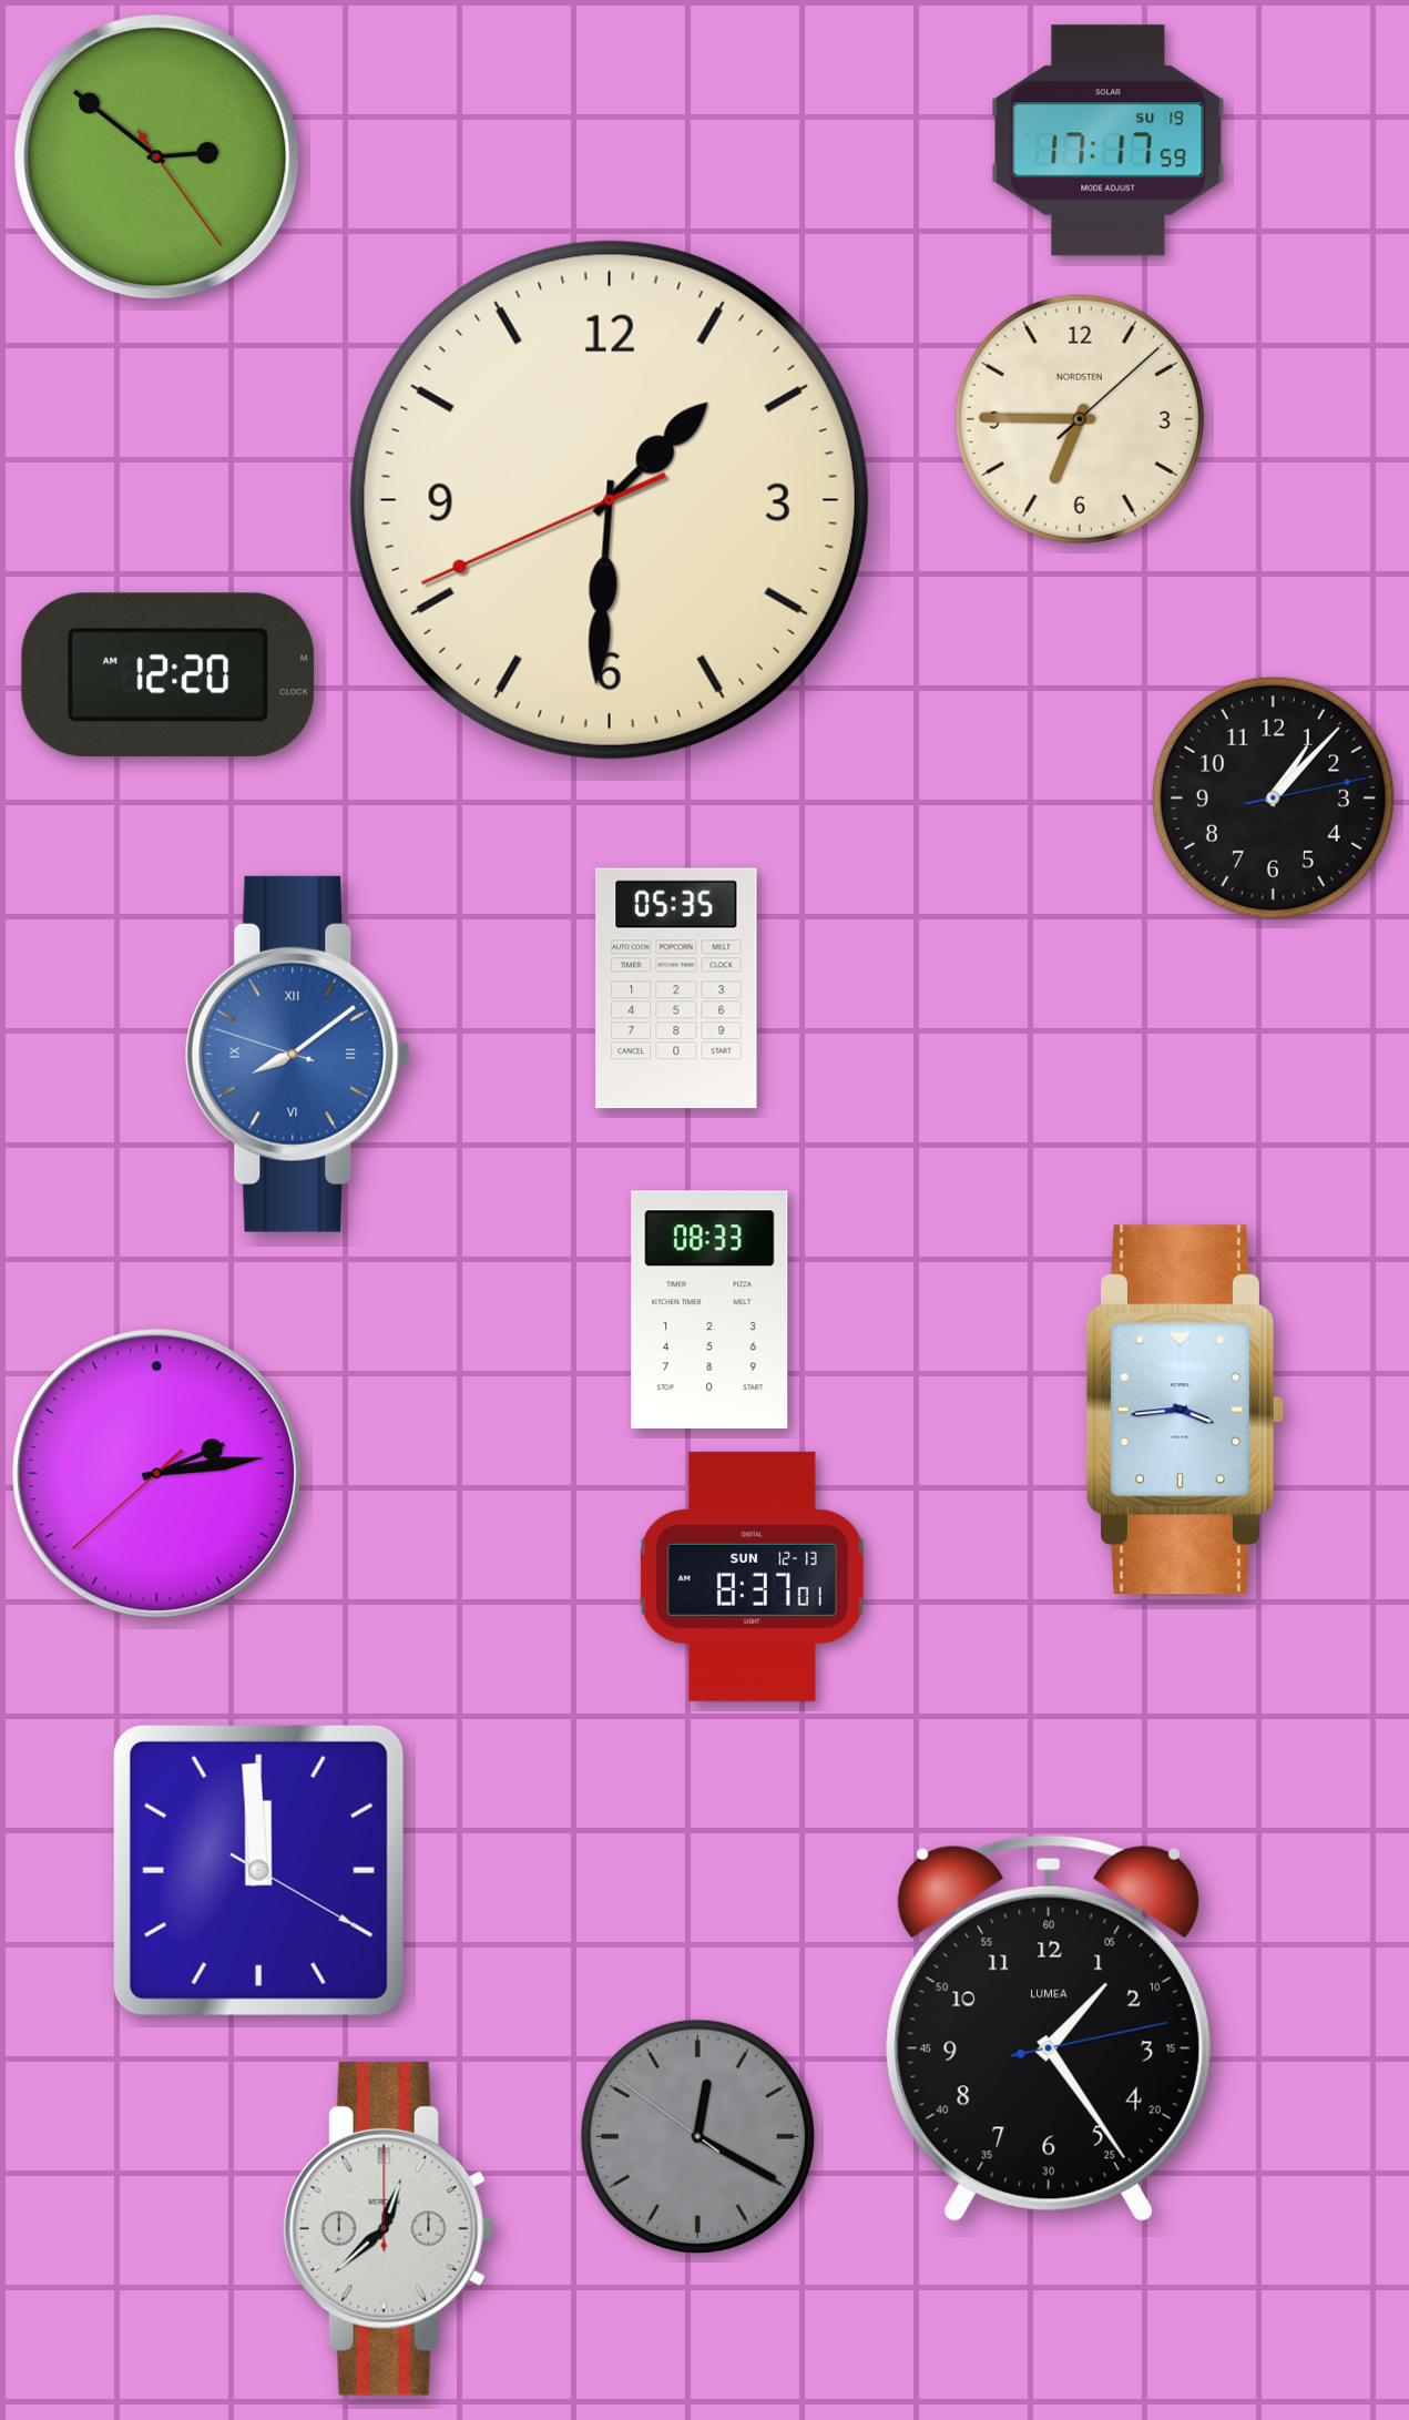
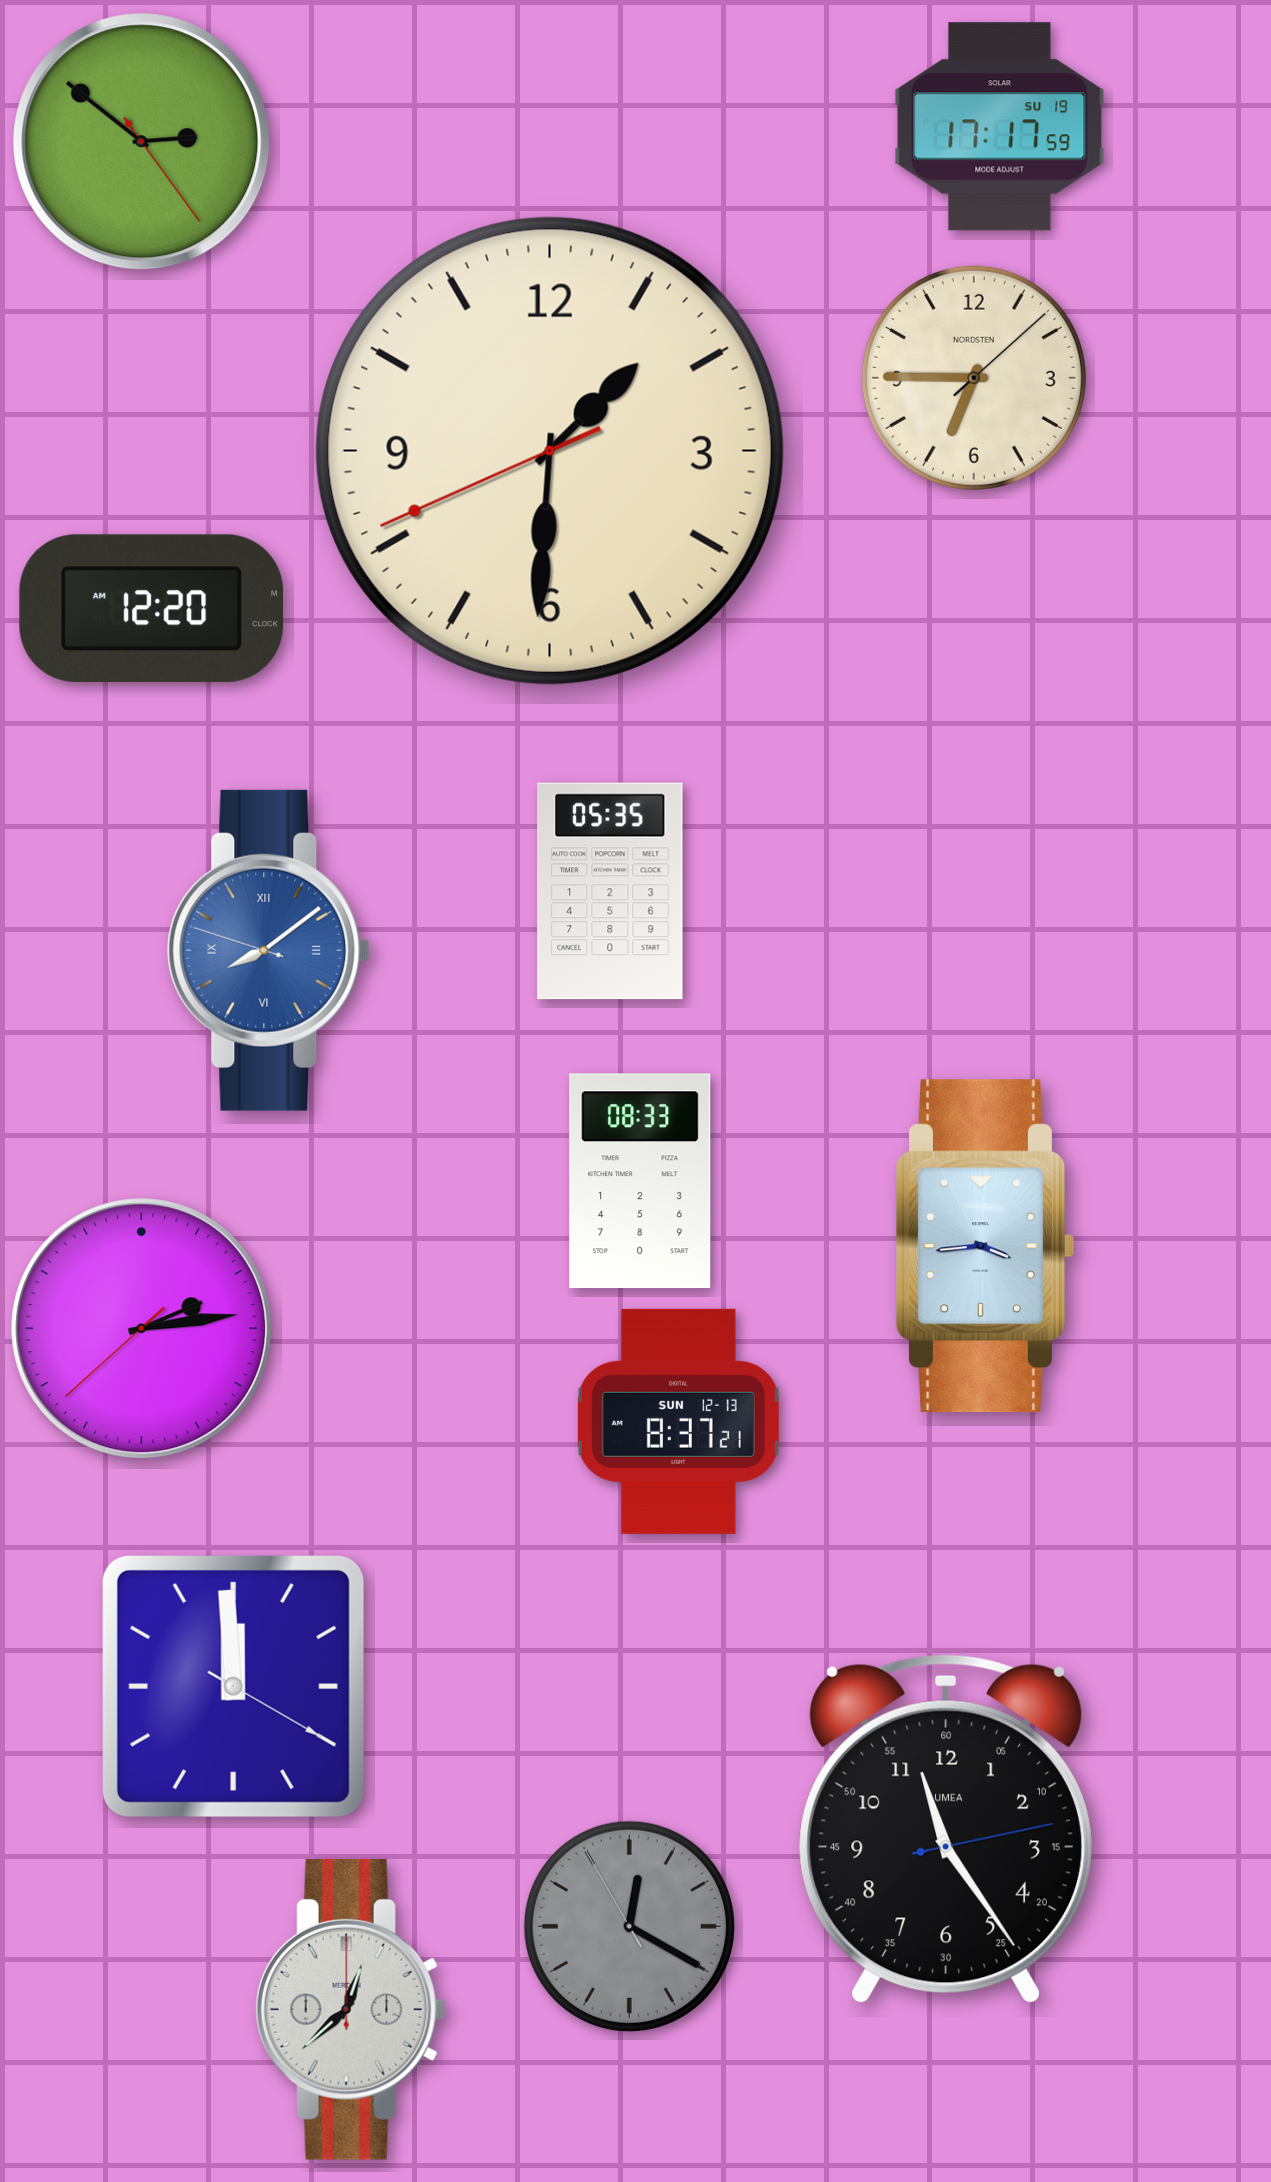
clock at (1273, 797): 1:07 -> none
clock at (1185, 1410) position: (1185, 1410) -> (985, 1246)
clock at (752, 1576): 8:37:01 -> 8:37:21
clock at (1049, 2028): 1:24 -> 11:24
clock at (697, 2136): 12:19:51 -> 12:19:55
